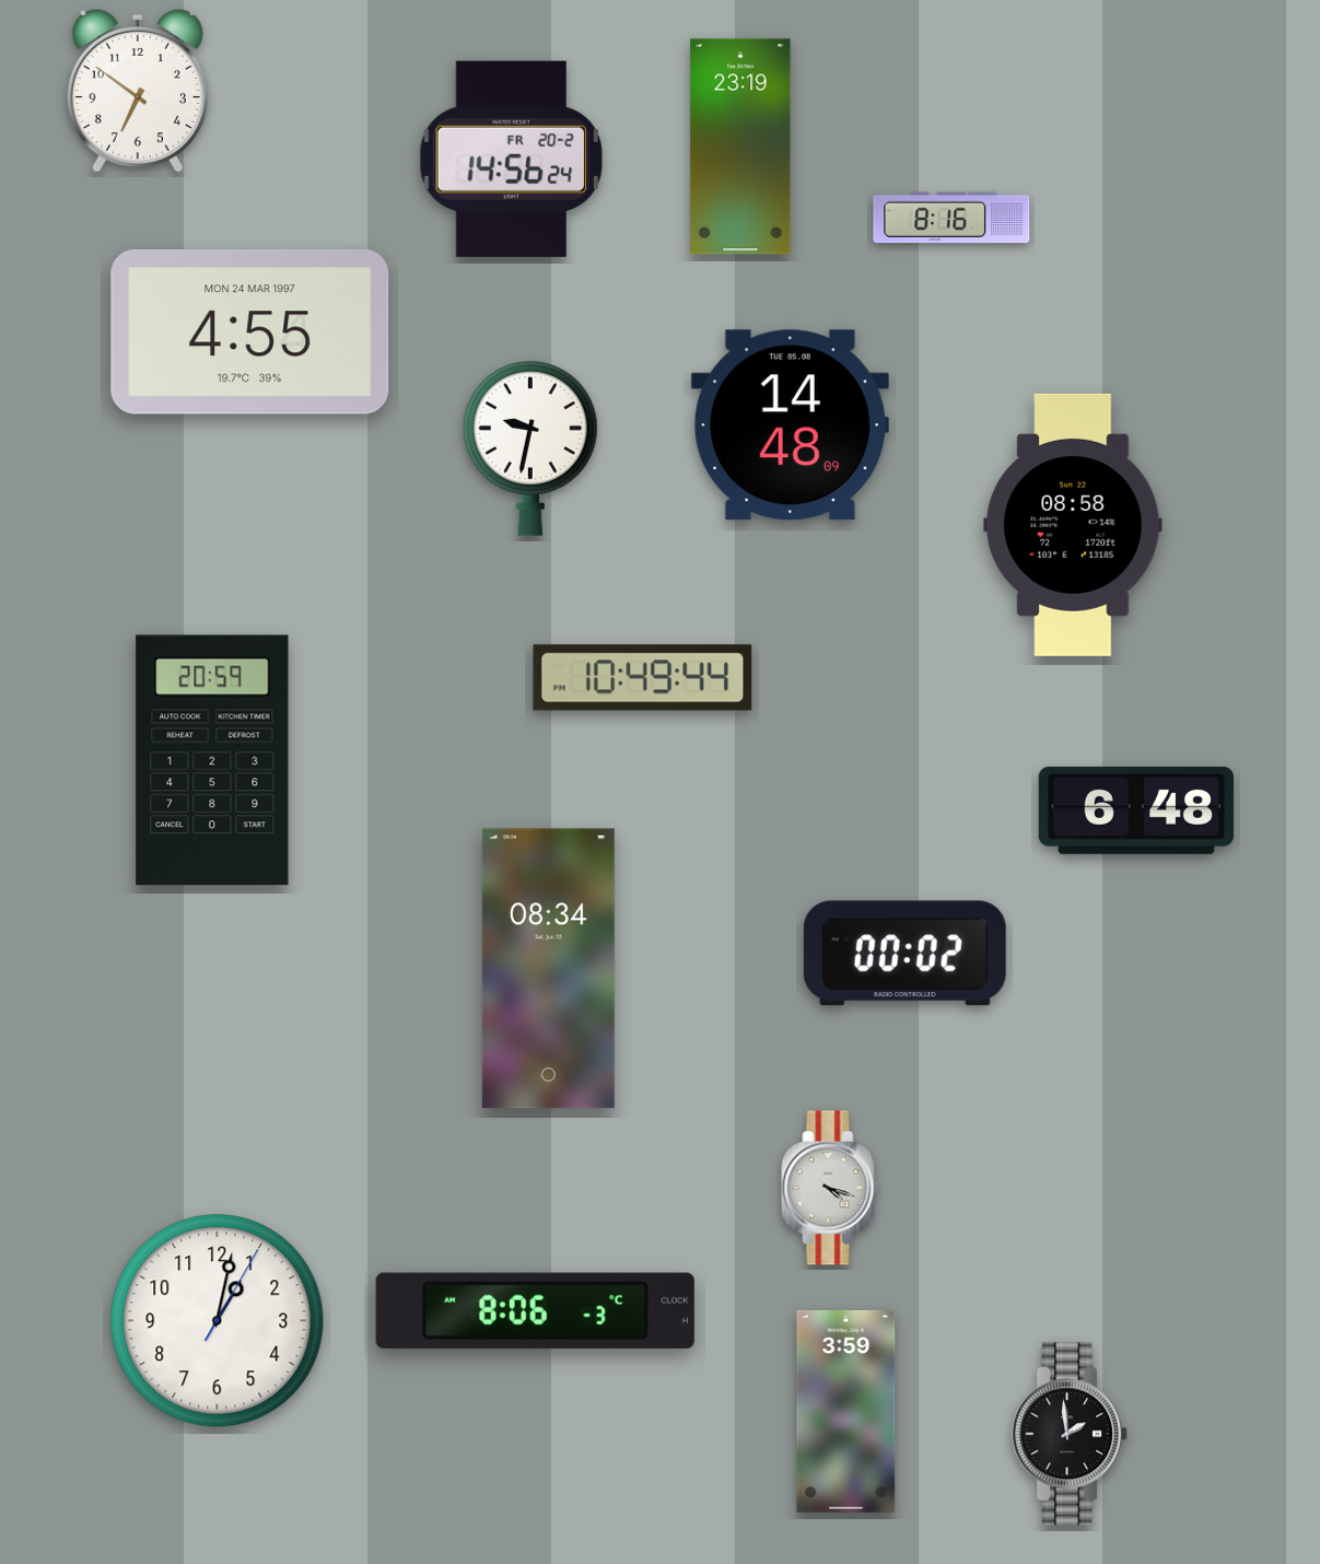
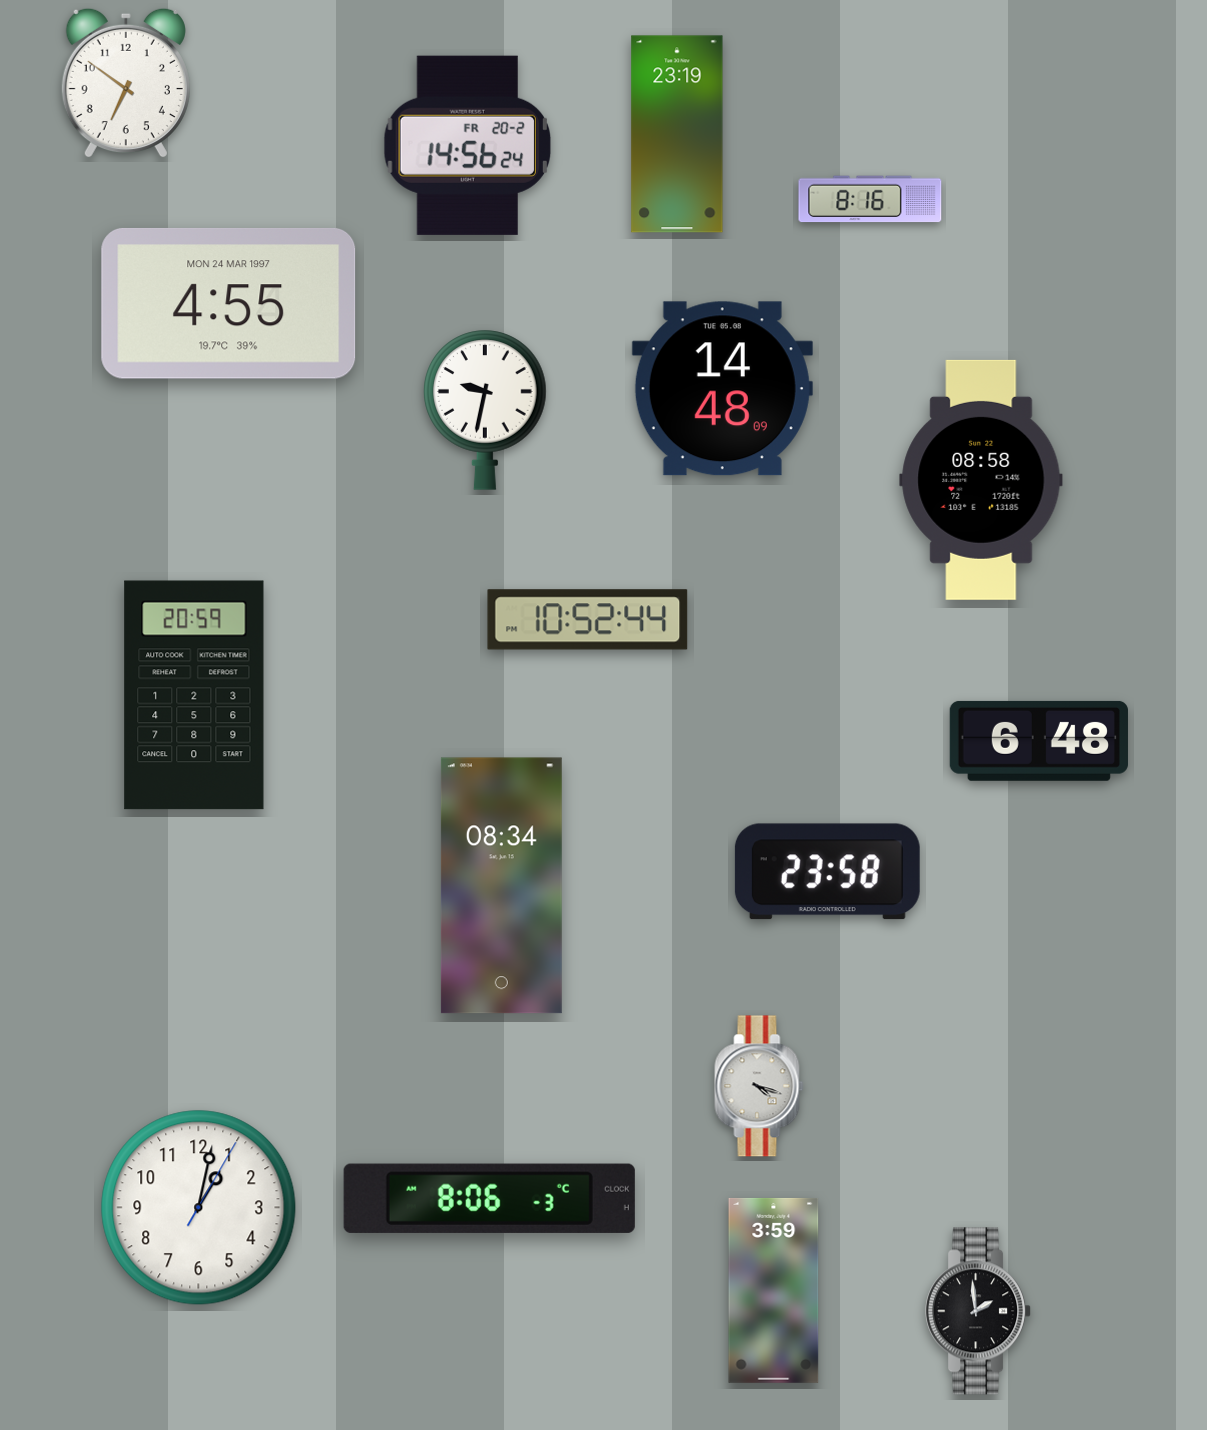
clock at (643, 678): 10:49 -> 10:52
clock at (904, 954): 00:02 -> 23:58
